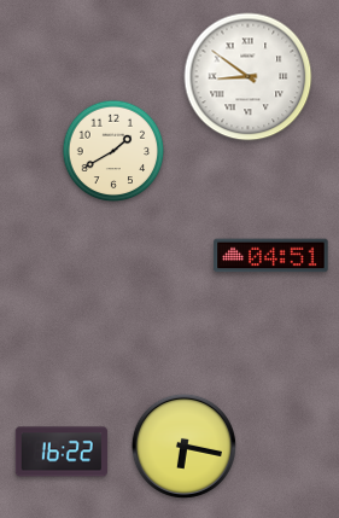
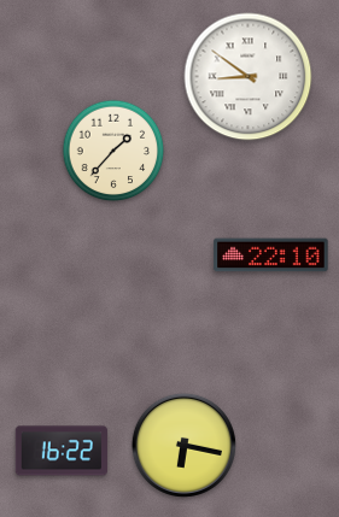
clock at (113, 151): 1:40 -> 1:37
clock at (271, 256): 04:51 -> 22:10
